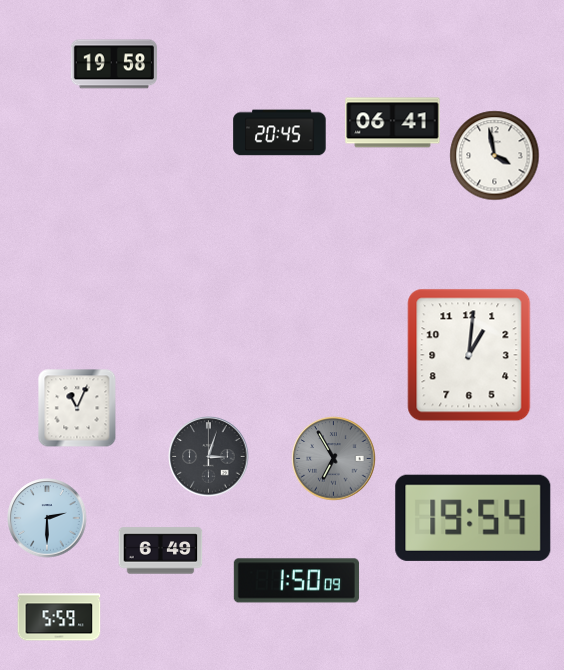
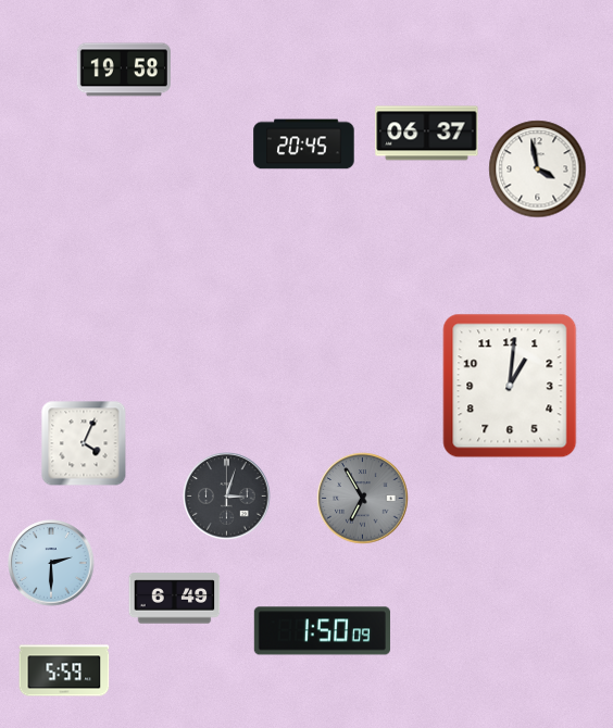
clock at (393, 123): 06:41 -> 06:37
clock at (77, 408): 11:04 -> 4:04
clock at (473, 518): 19:54 -> none
